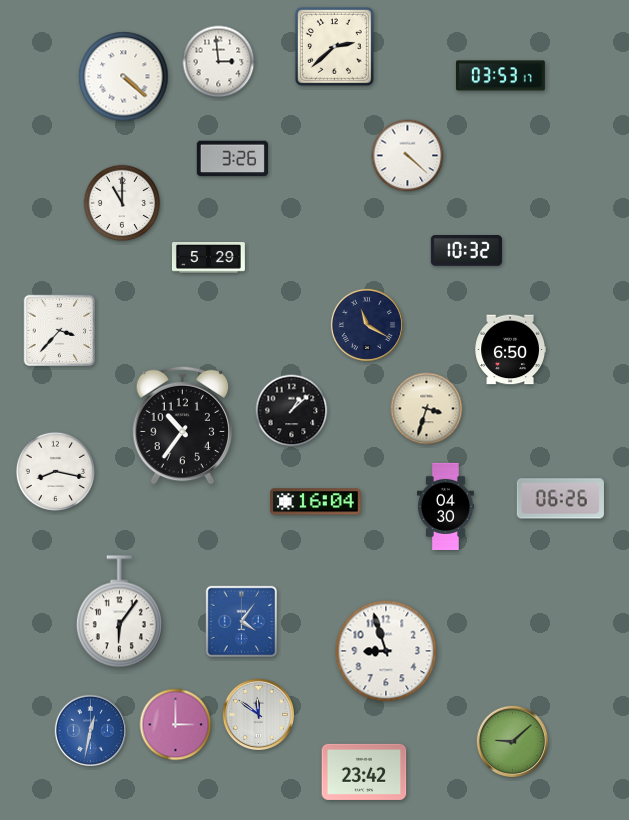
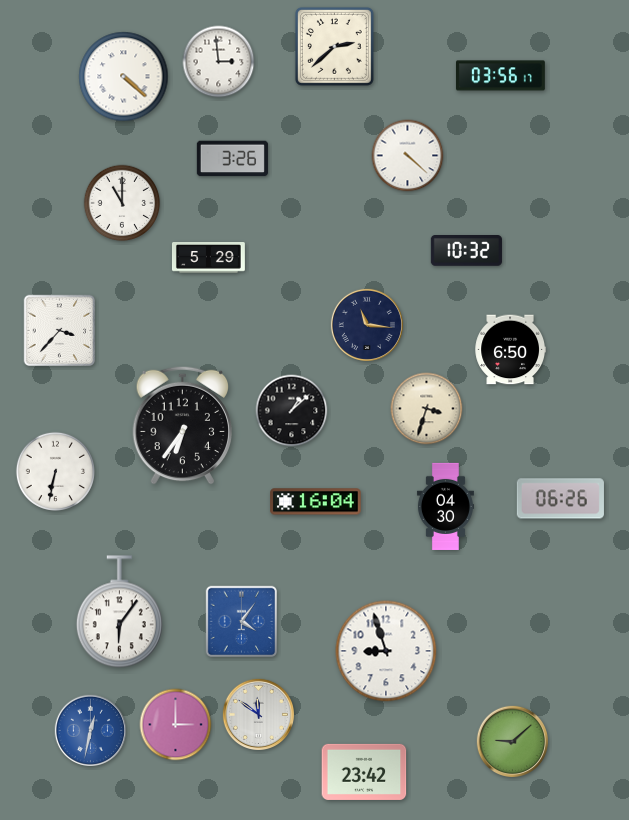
clock at (500, 76): 03:53 -> 03:56
clock at (367, 325): 11:20 -> 11:16
clock at (182, 425): 10:36 -> 6:36
clock at (55, 471): 8:17 -> 6:32
